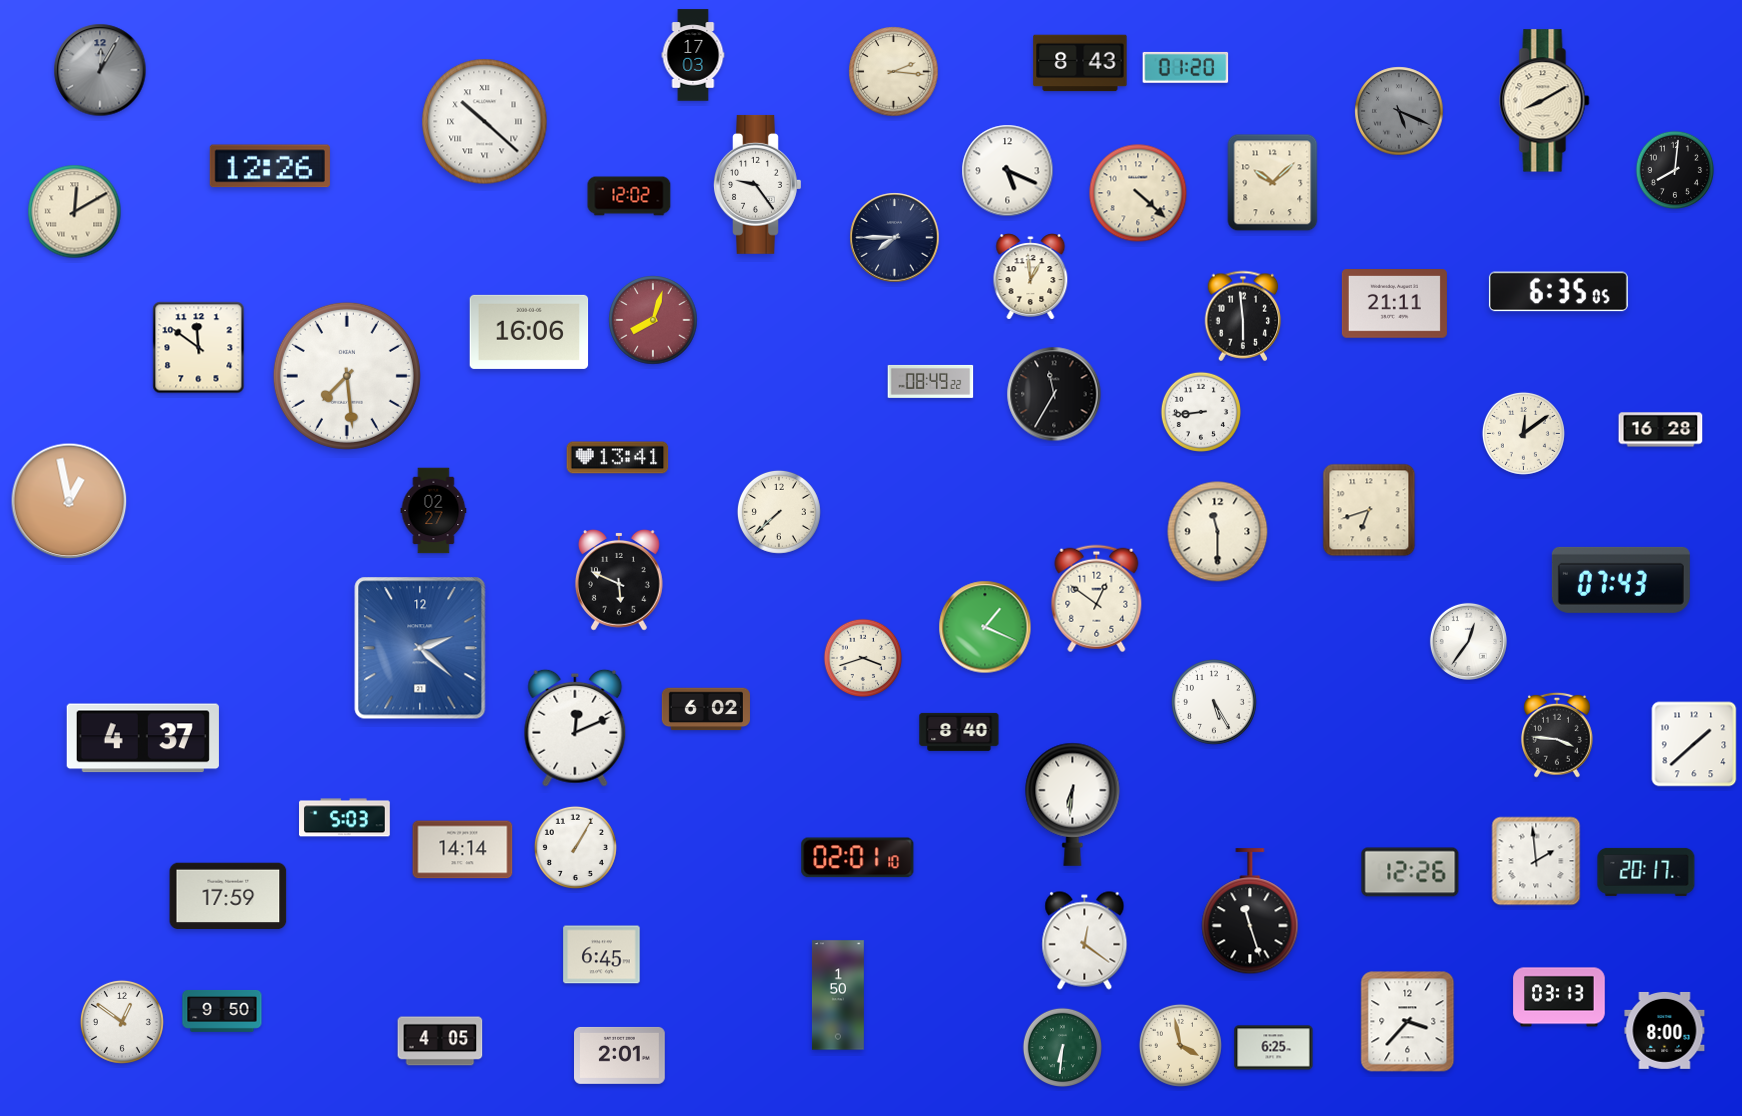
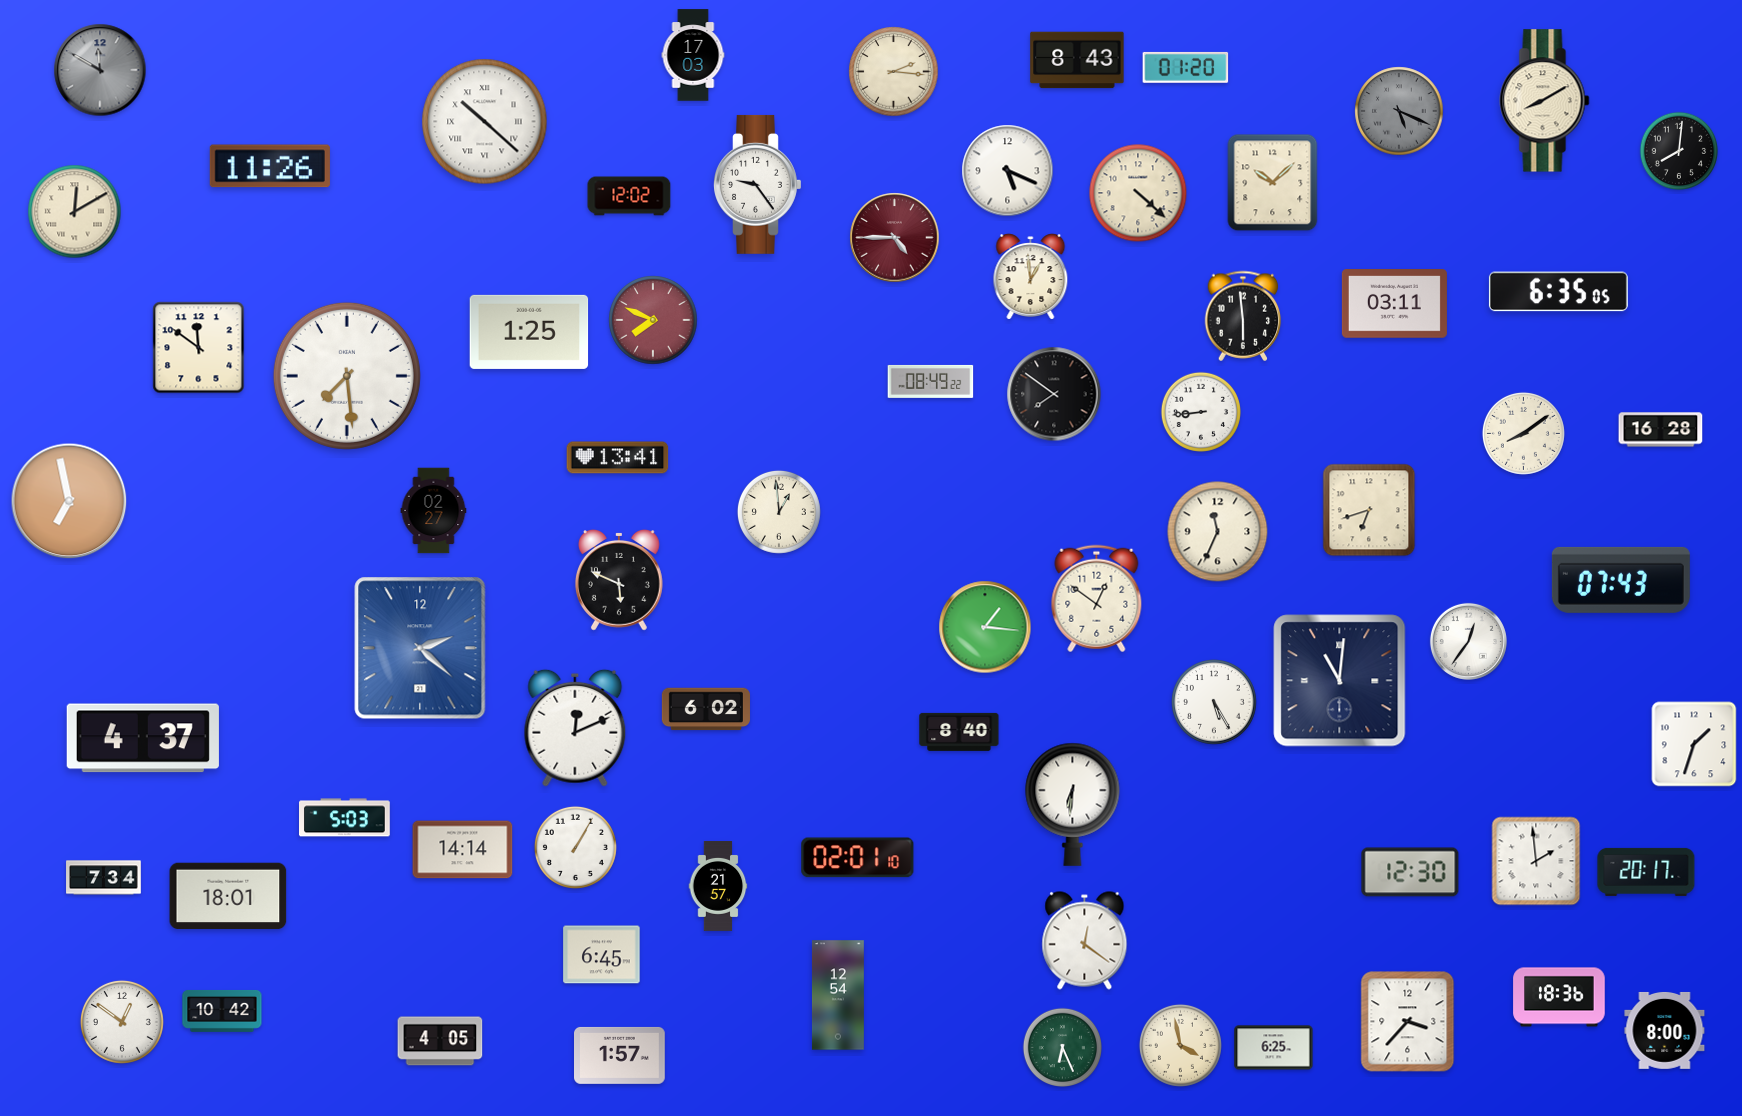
clock at (1080, 63) position: (1080, 63) -> (1077, 60)
clock at (100, 70): 12:05 -> 11:50
clock at (270, 166): 12:26 -> 11:26
clock at (1675, 170) position: (1675, 170) -> (1679, 151)
clock at (895, 238): 7:45 -> 4:45
clock at (895, 238) dial: navy -> burgundy
clock at (1394, 304): 21:11 -> 03:11
clock at (653, 320): 8:03 -> 7:49
clock at (529, 332): 16:06 -> 1:25
clock at (1054, 394): 11:35 -> 7:51
clock at (1523, 433): 12:09 -> 8:09
clock at (69, 501): 12:58 -> 6:58
clock at (779, 512): 7:38 -> 12:59
clock at (1218, 532): 11:30 -> 11:34
clock at (985, 627): 1:19 -> 1:16
clock at (863, 658): 3:42 -> none
clock at (1340, 681): none -> 11:01
clock at (1558, 735): 3:46 -> none
clock at (1694, 744): 1:38 -> 1:33
clock at (1410, 872): 12:26 -> 12:30
clock at (104, 878): none -> 7:34
clock at (718, 887): none -> 21:57
clock at (228, 896): 17:59 -> 18:01
clock at (1250, 912): 11:27 -> none
clock at (838, 995): 1:50 -> 12:54
clock at (1559, 997): 03:13 -> 18:36
clock at (222, 1011): 9:50 -> 10:42
clock at (1062, 1047): 6:31 -> 6:26
clock at (620, 1055): 2:01 -> 1:57
